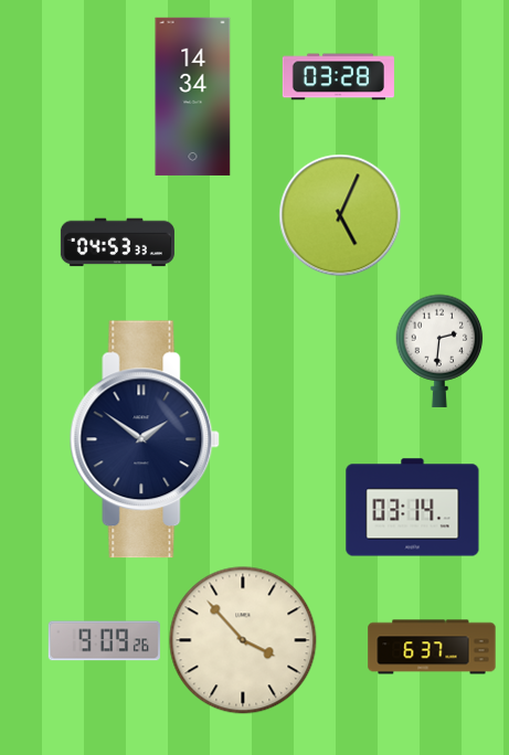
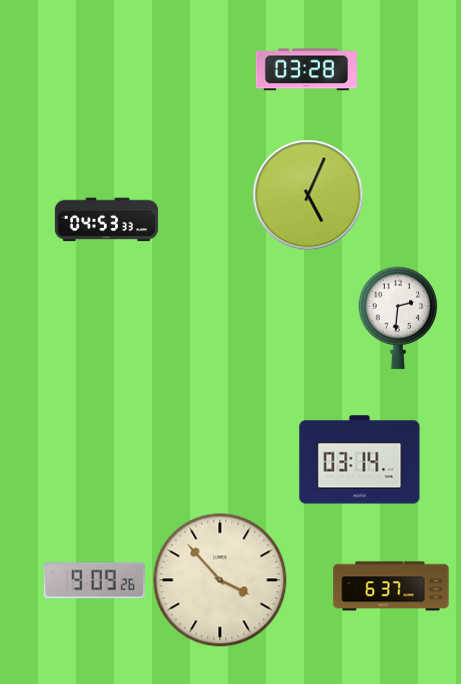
clock at (193, 96): 14:34 -> none
clock at (145, 439): 1:51 -> none
clock at (413, 508) position: (413, 508) -> (360, 460)
